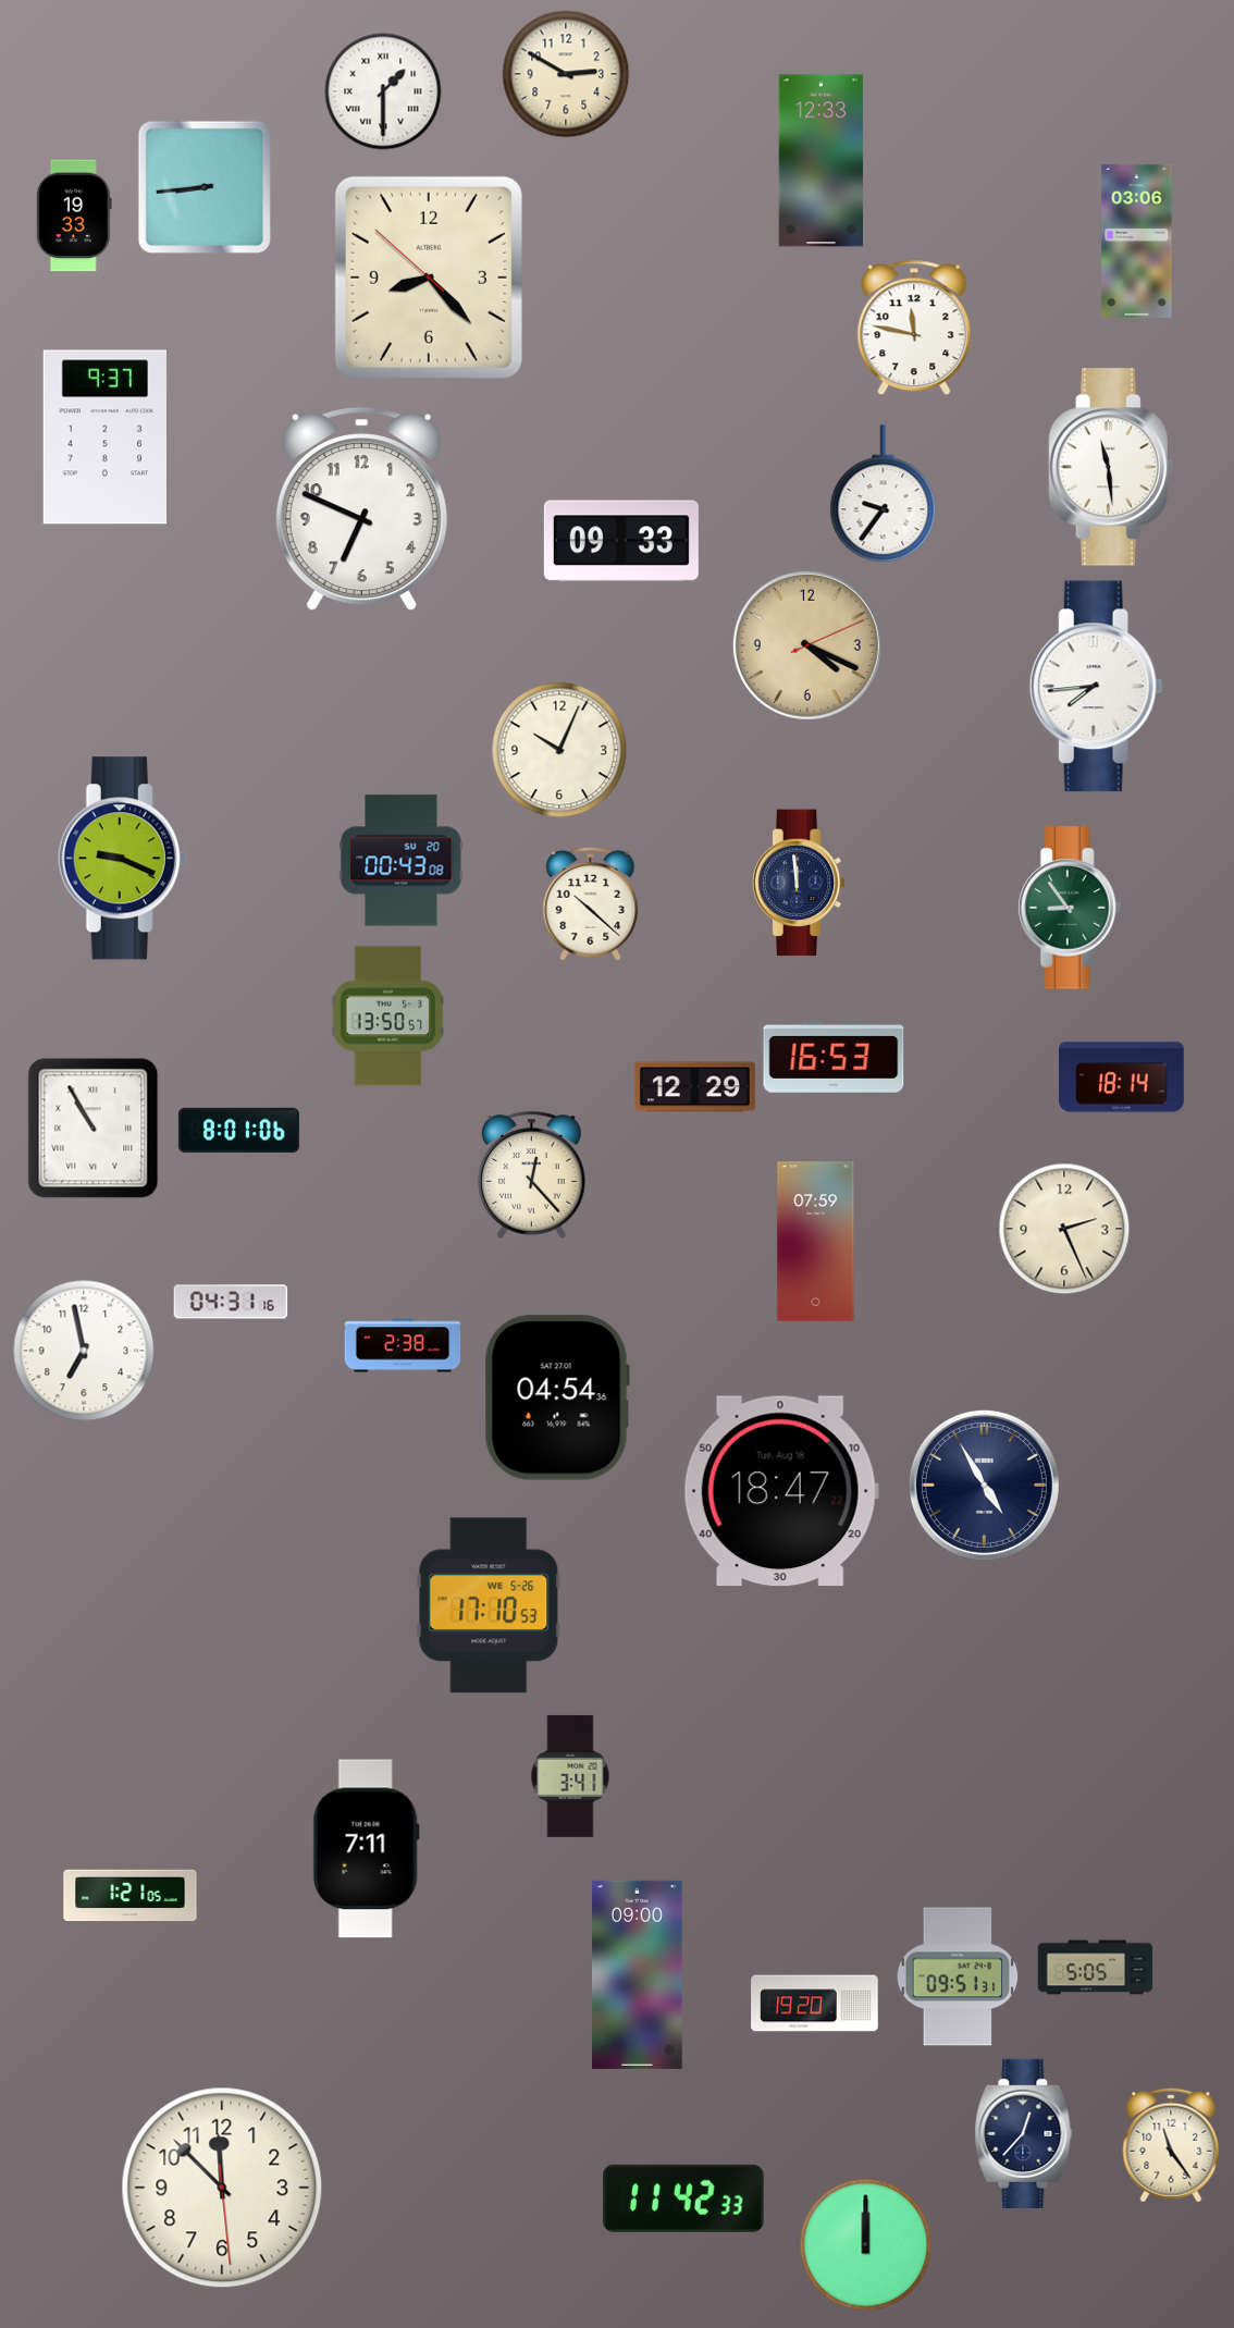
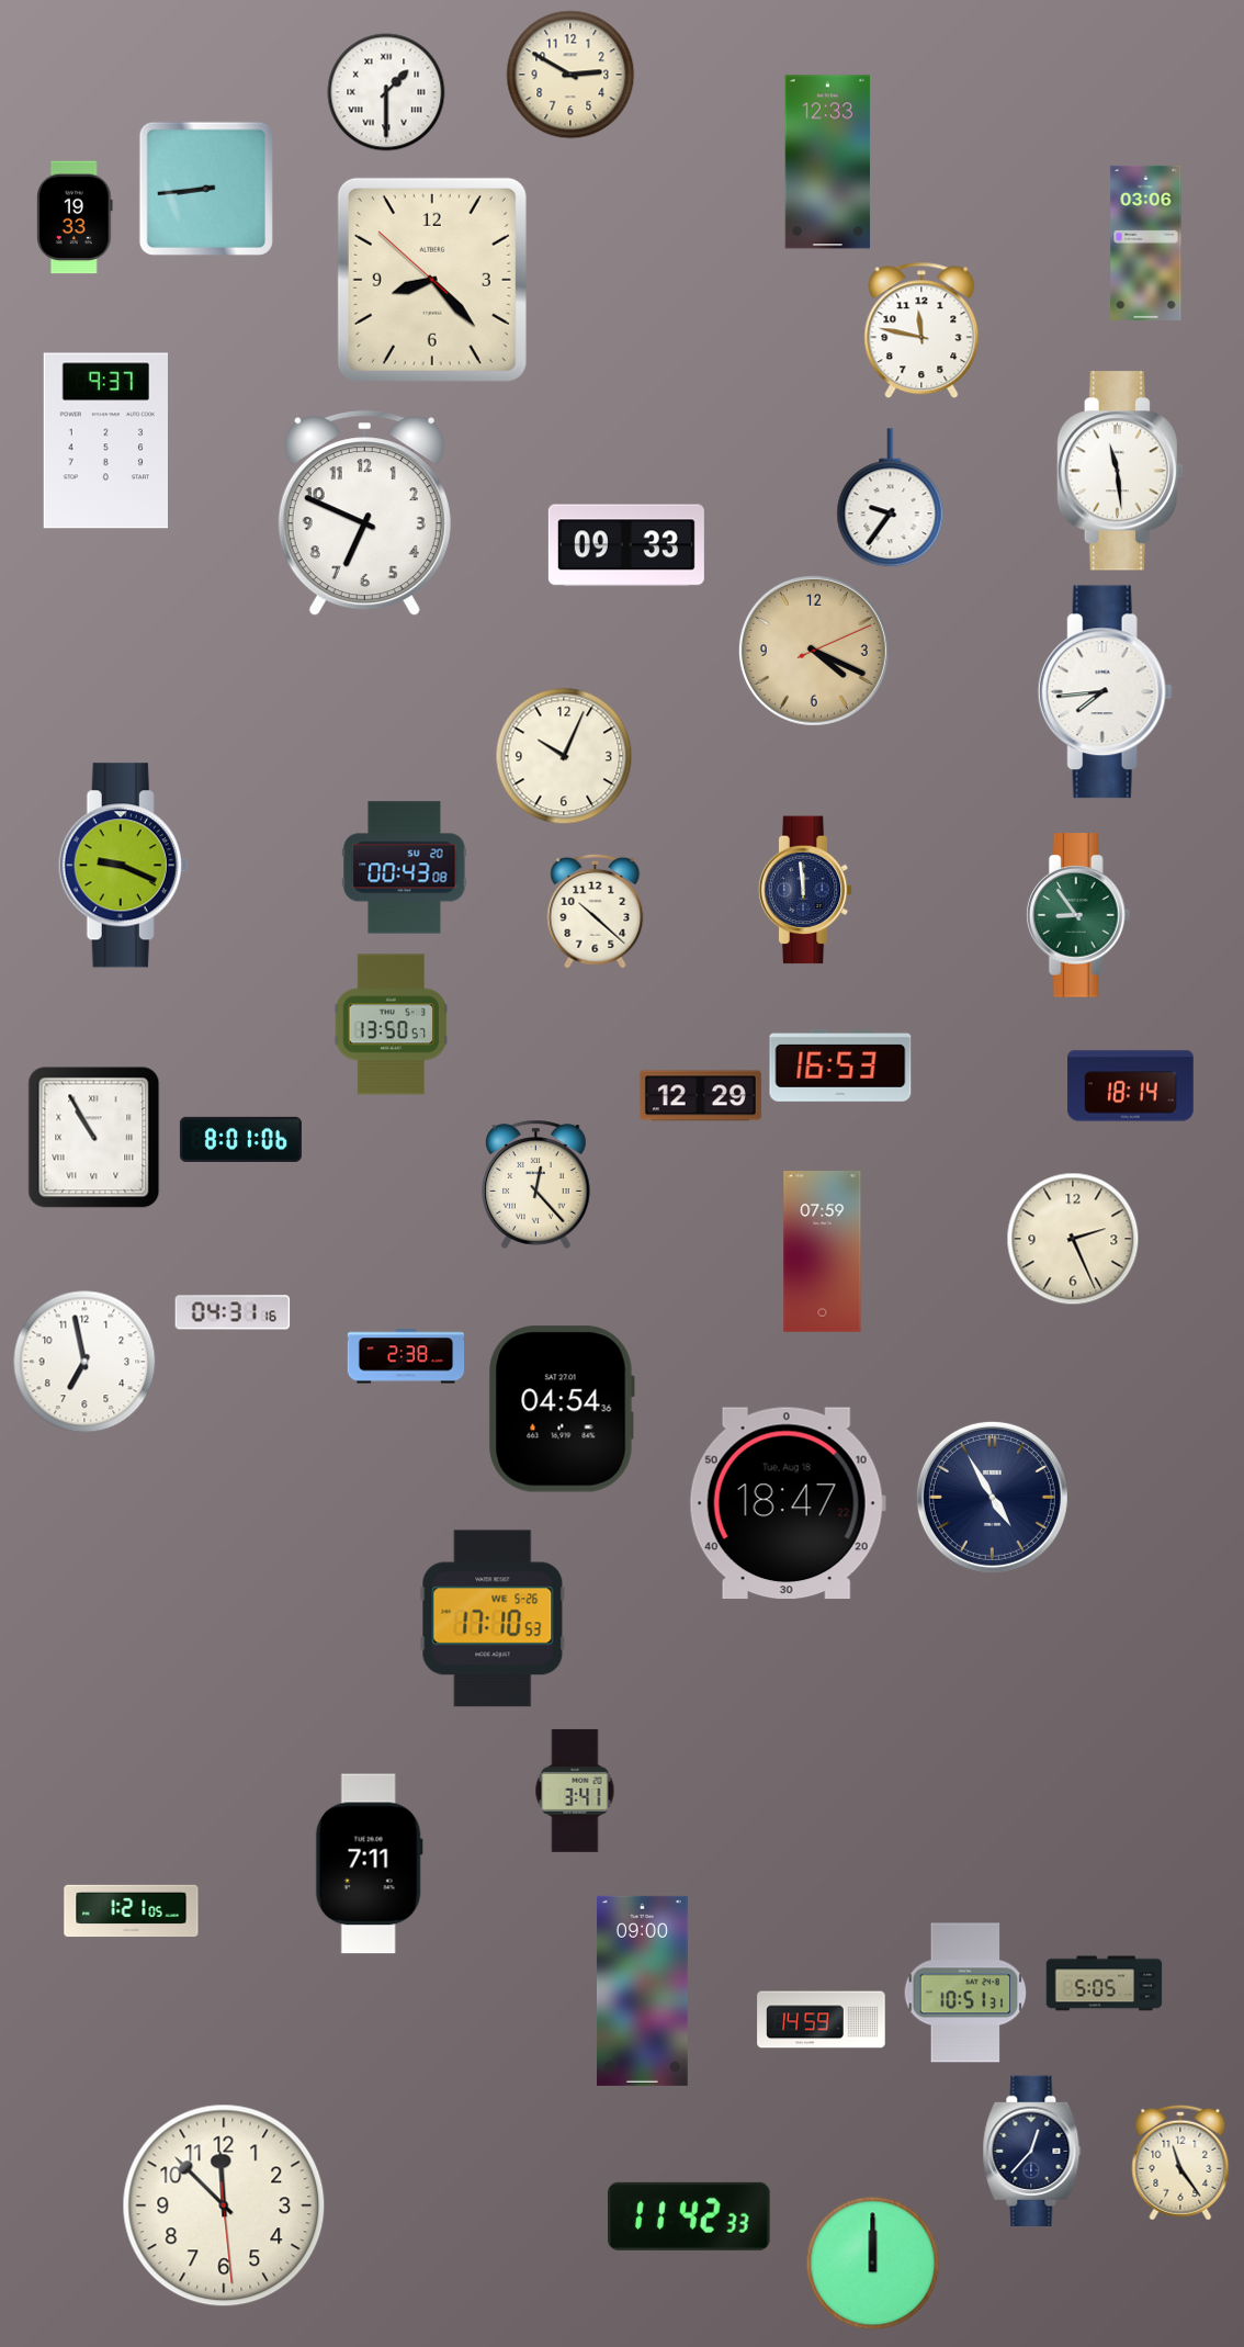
clock at (958, 1976): 09:51 -> 10:51
clock at (815, 2004): 19:20 -> 14:59
